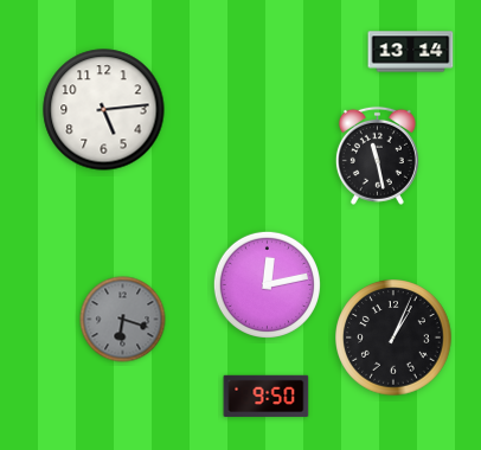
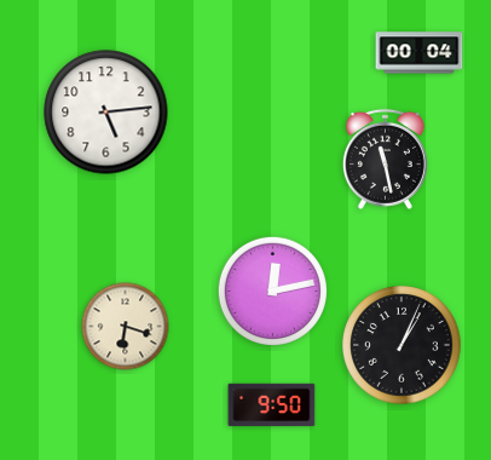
clock at (411, 52): 13:14 -> 00:04
clock at (123, 320) dial: grey -> cream
